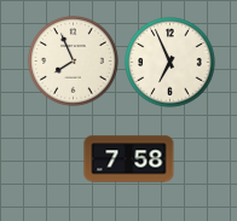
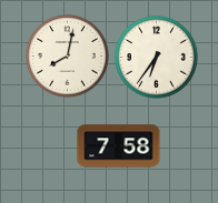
clock at (74, 62): 7:56 -> 8:02
clock at (170, 63): 6:56 -> 6:36
